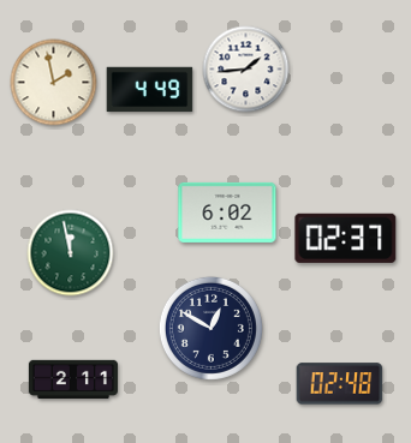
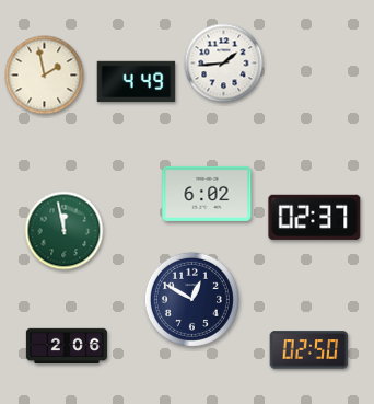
clock at (54, 83) position: (54, 83) -> (45, 76)
clock at (73, 379): 2:11 -> 2:06
clock at (340, 384): 02:48 -> 02:50
